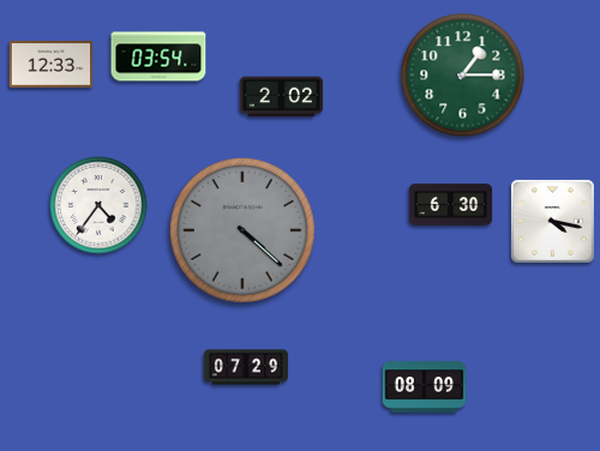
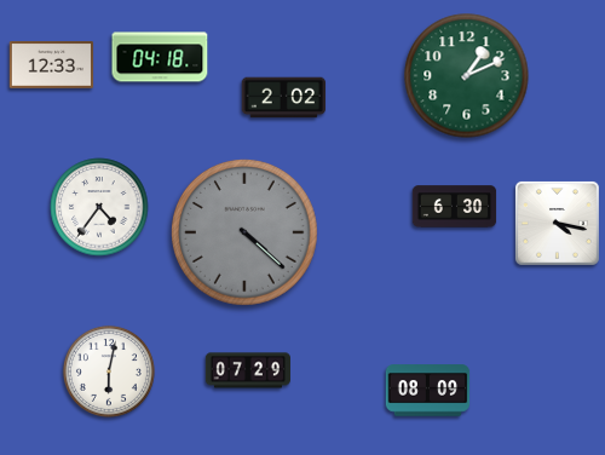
clock at (158, 56): 03:54 -> 04:18
clock at (463, 76): 1:15 -> 1:11
clock at (109, 372): none -> 6:02
